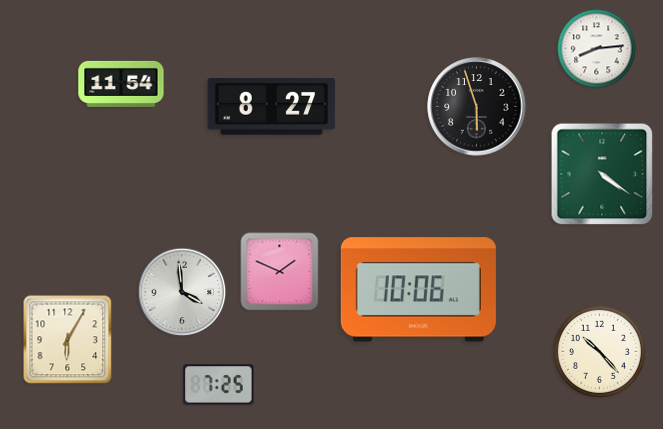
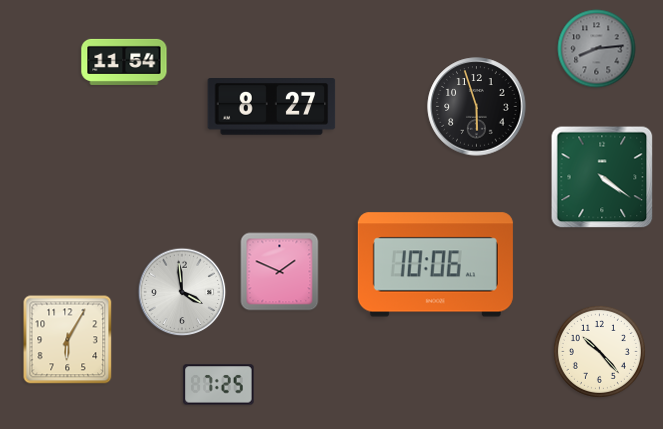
clock at (597, 49) dial: white -> grey
clock at (121, 84) position: (121, 84) -> (124, 62)
clock at (602, 174) position: (602, 174) -> (602, 177)
clock at (418, 290) position: (418, 290) -> (435, 265)
